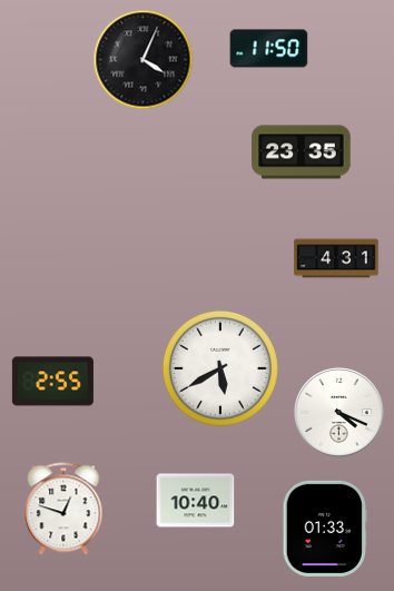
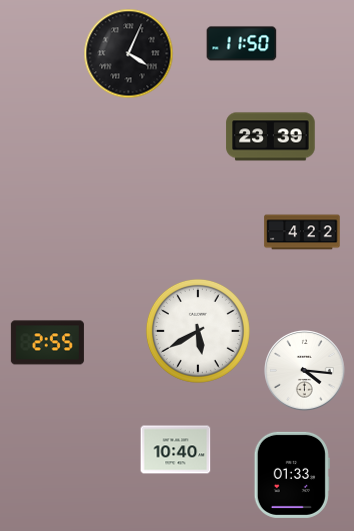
clock at (302, 152): 23:35 -> 23:39
clock at (336, 258): 4:31 -> 4:22
clock at (339, 413): 4:19 -> 4:16
clock at (63, 509): 12:48 -> none
